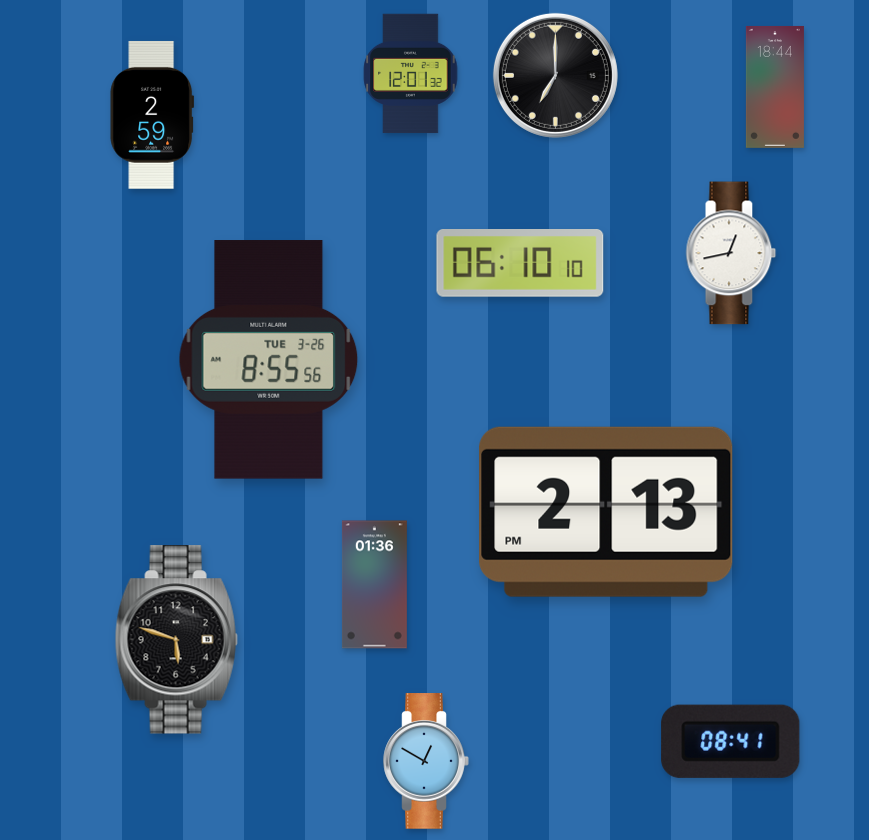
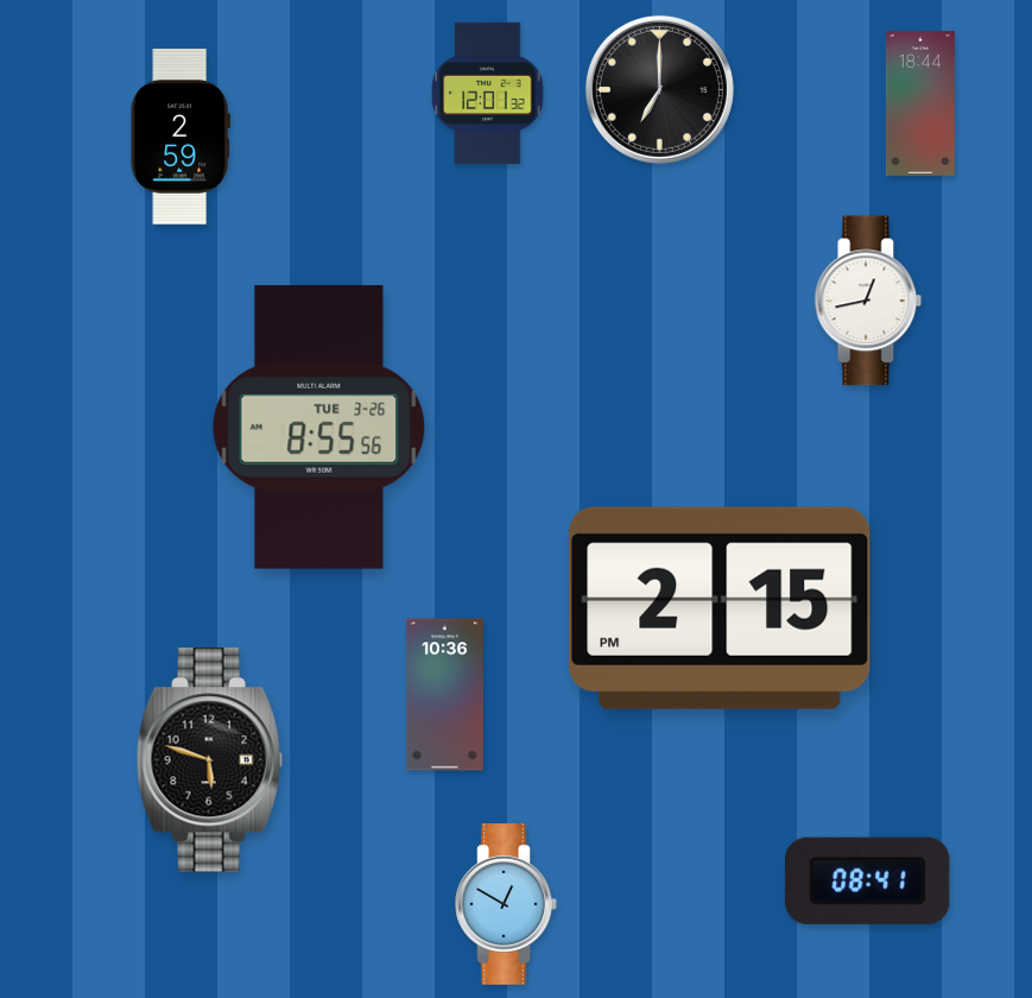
clock at (411, 74) position: (411, 74) -> (488, 94)
clock at (520, 264): 06:10 -> none
clock at (606, 512): 2:13 -> 2:15
clock at (374, 585): 01:36 -> 10:36
